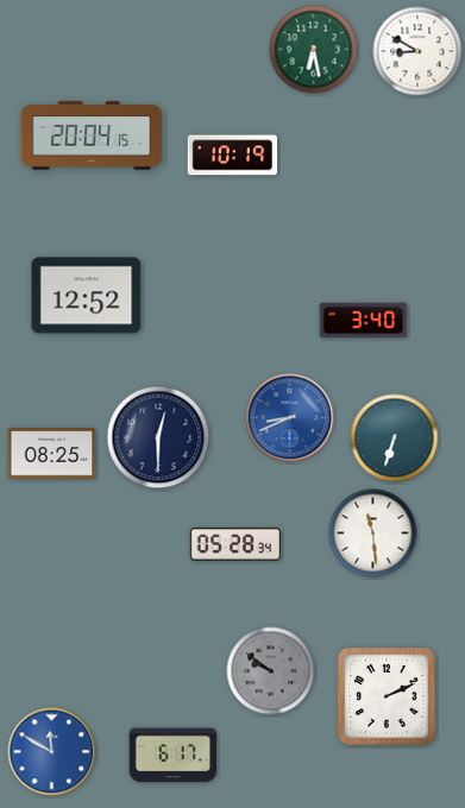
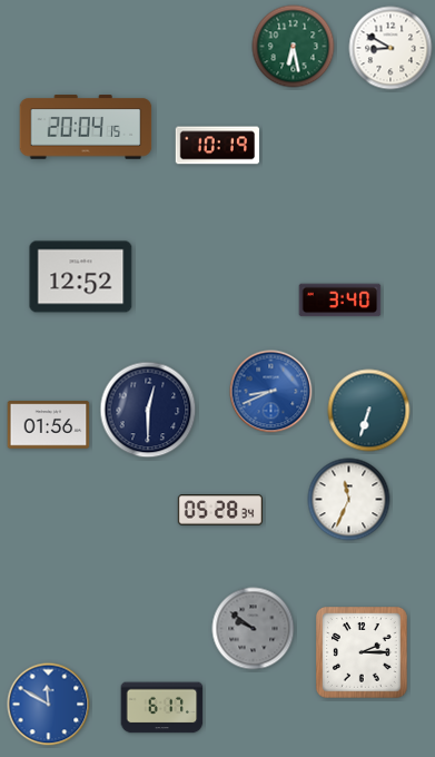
clock at (52, 454): 08:25 -> 01:56
clock at (373, 534): 11:29 -> 11:34
clock at (388, 697): 2:11 -> 2:15
